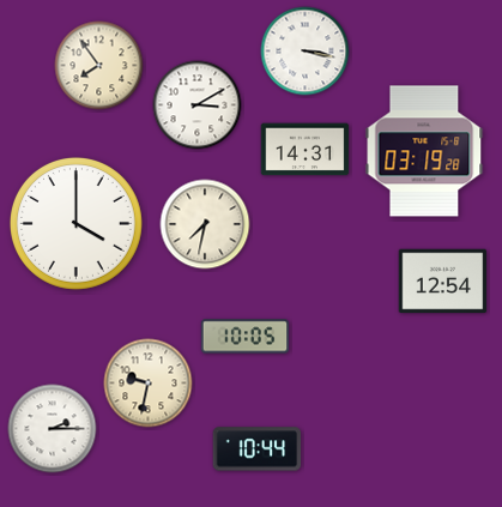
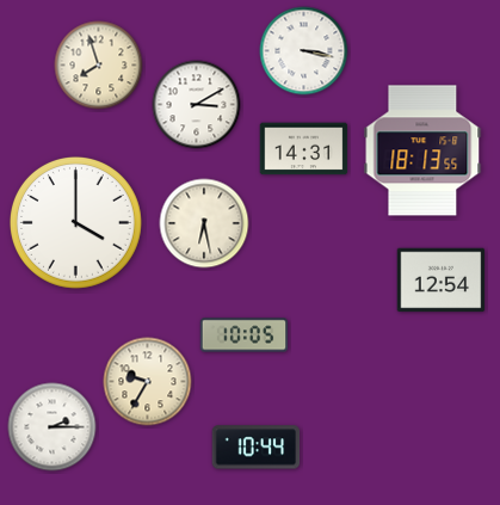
clock at (99, 66): 7:54 -> 7:57
clock at (424, 151): 03:19 -> 18:13
clock at (205, 224): 7:32 -> 6:28
clock at (149, 384): 9:32 -> 9:35
